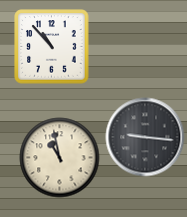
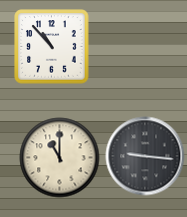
clock at (145, 137) position: (145, 137) -> (145, 156)
clock at (60, 158): 10:58 -> 11:00
